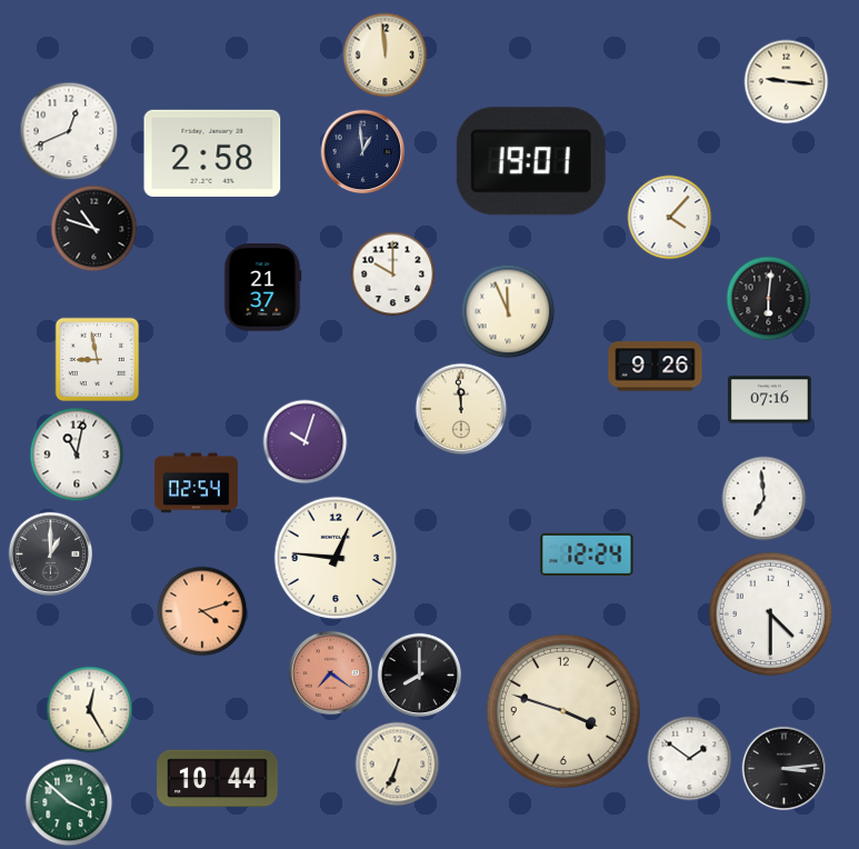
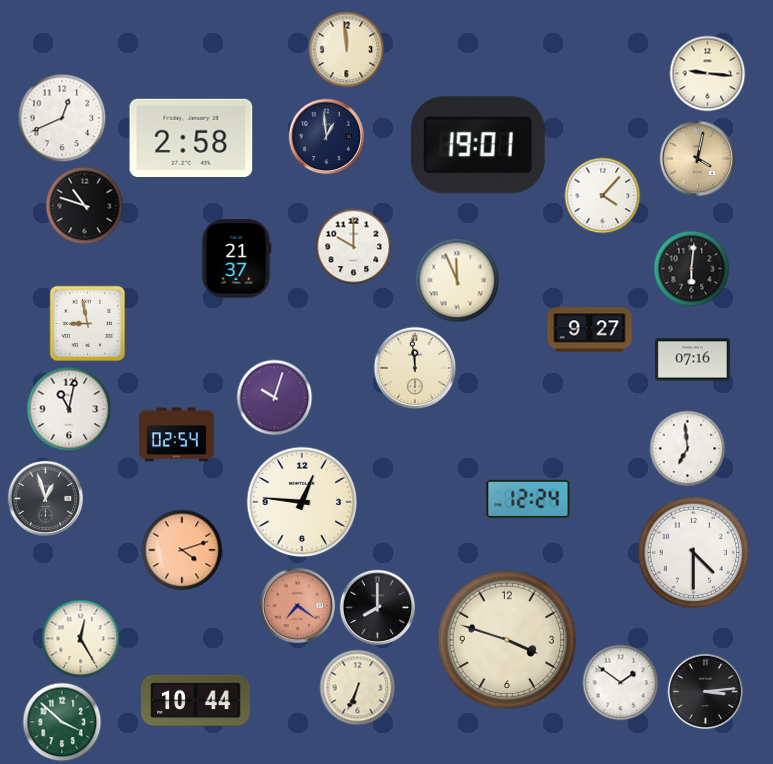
clock at (698, 159): none -> 4:02
clock at (656, 367): 9:26 -> 9:27
clock at (51, 555): 1:00 -> 12:57
